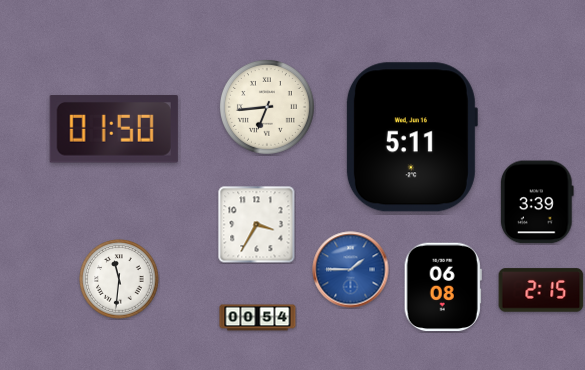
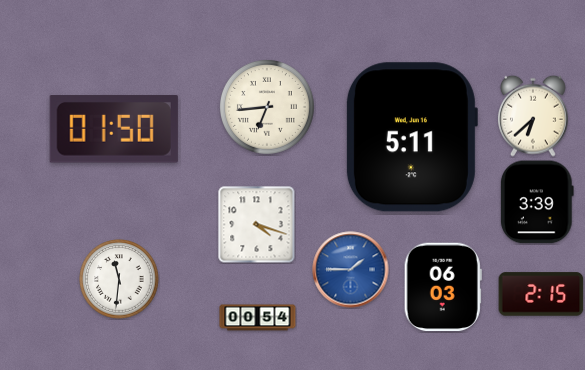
clock at (534, 116): none -> 6:38
clock at (257, 225): 3:35 -> 4:18
clock at (443, 287): 06:08 -> 06:03
clock at (541, 290) position: (541, 290) -> (541, 294)
